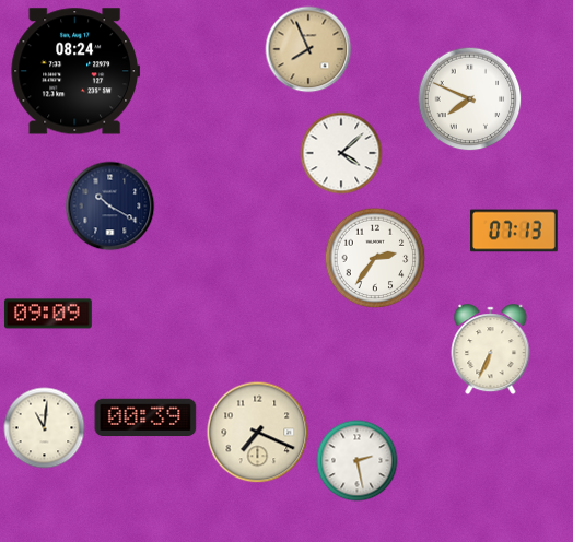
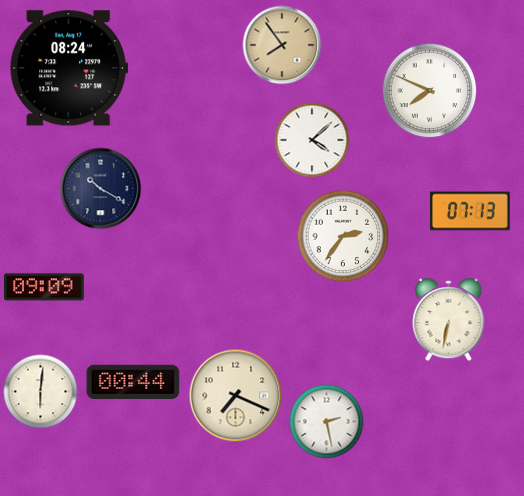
clock at (308, 49): 7:56 -> 7:54
clock at (75, 71) position: (75, 71) -> (69, 68)
clock at (491, 350): 6:34 -> 6:32
clock at (145, 417): 00:39 -> 00:44
clock at (45, 428): 11:01 -> 6:01
